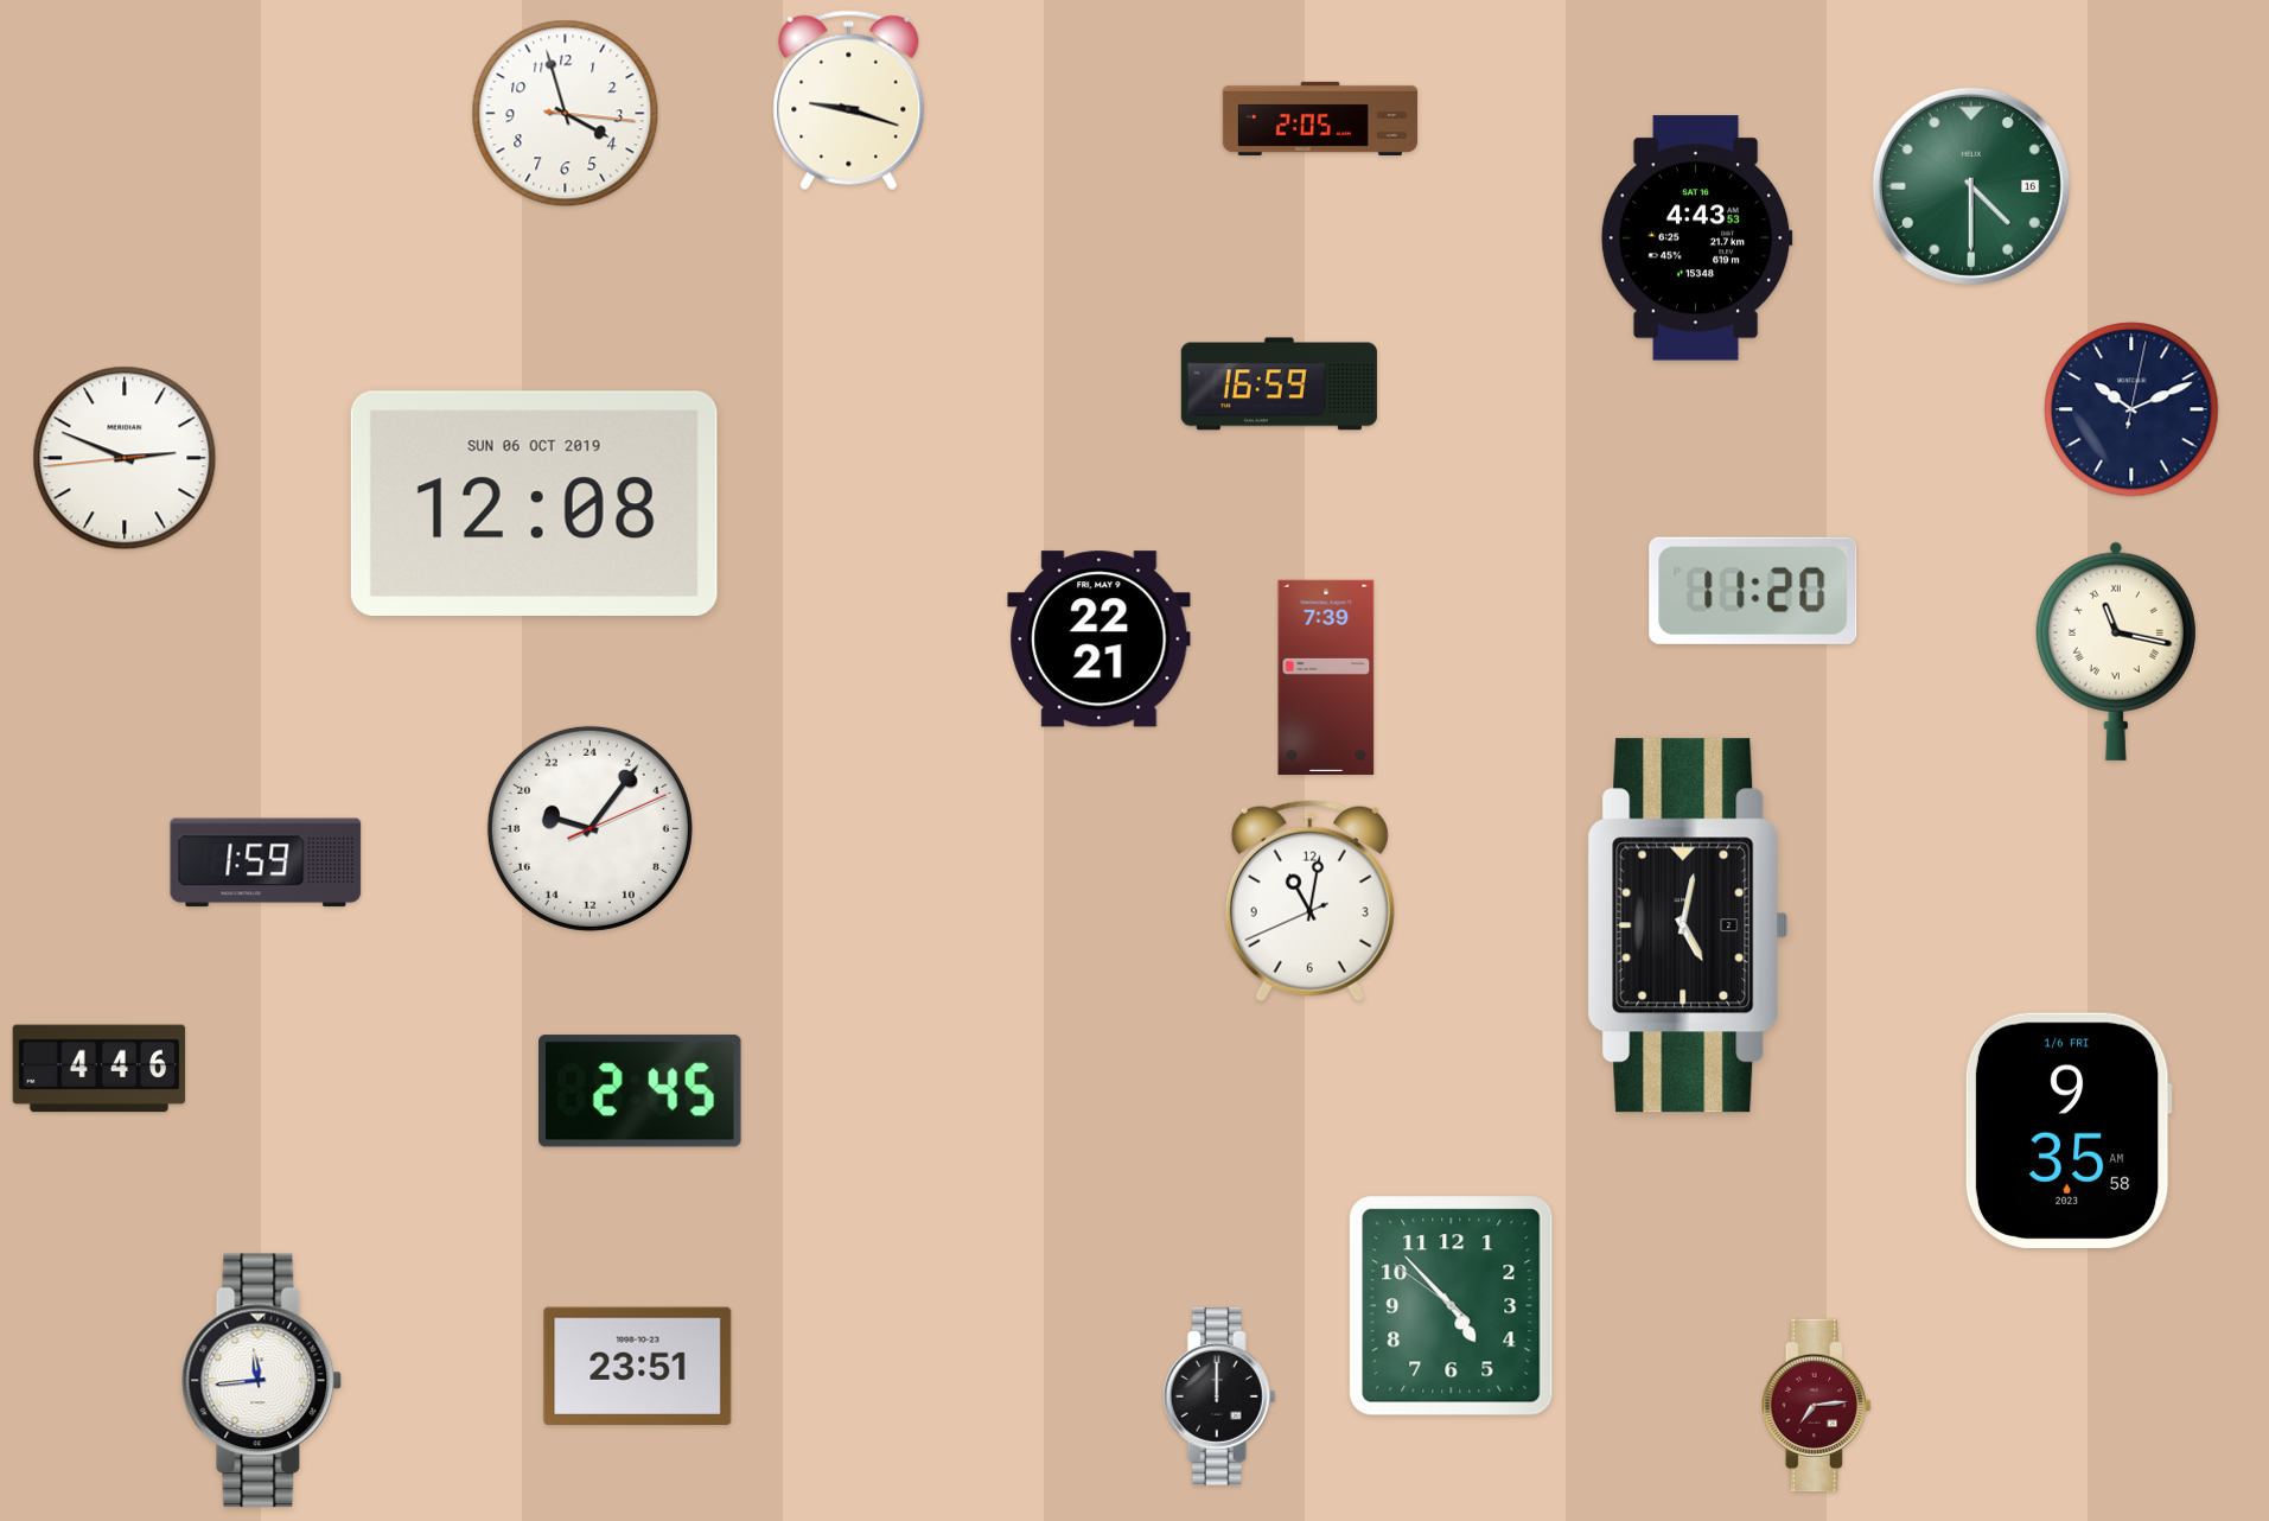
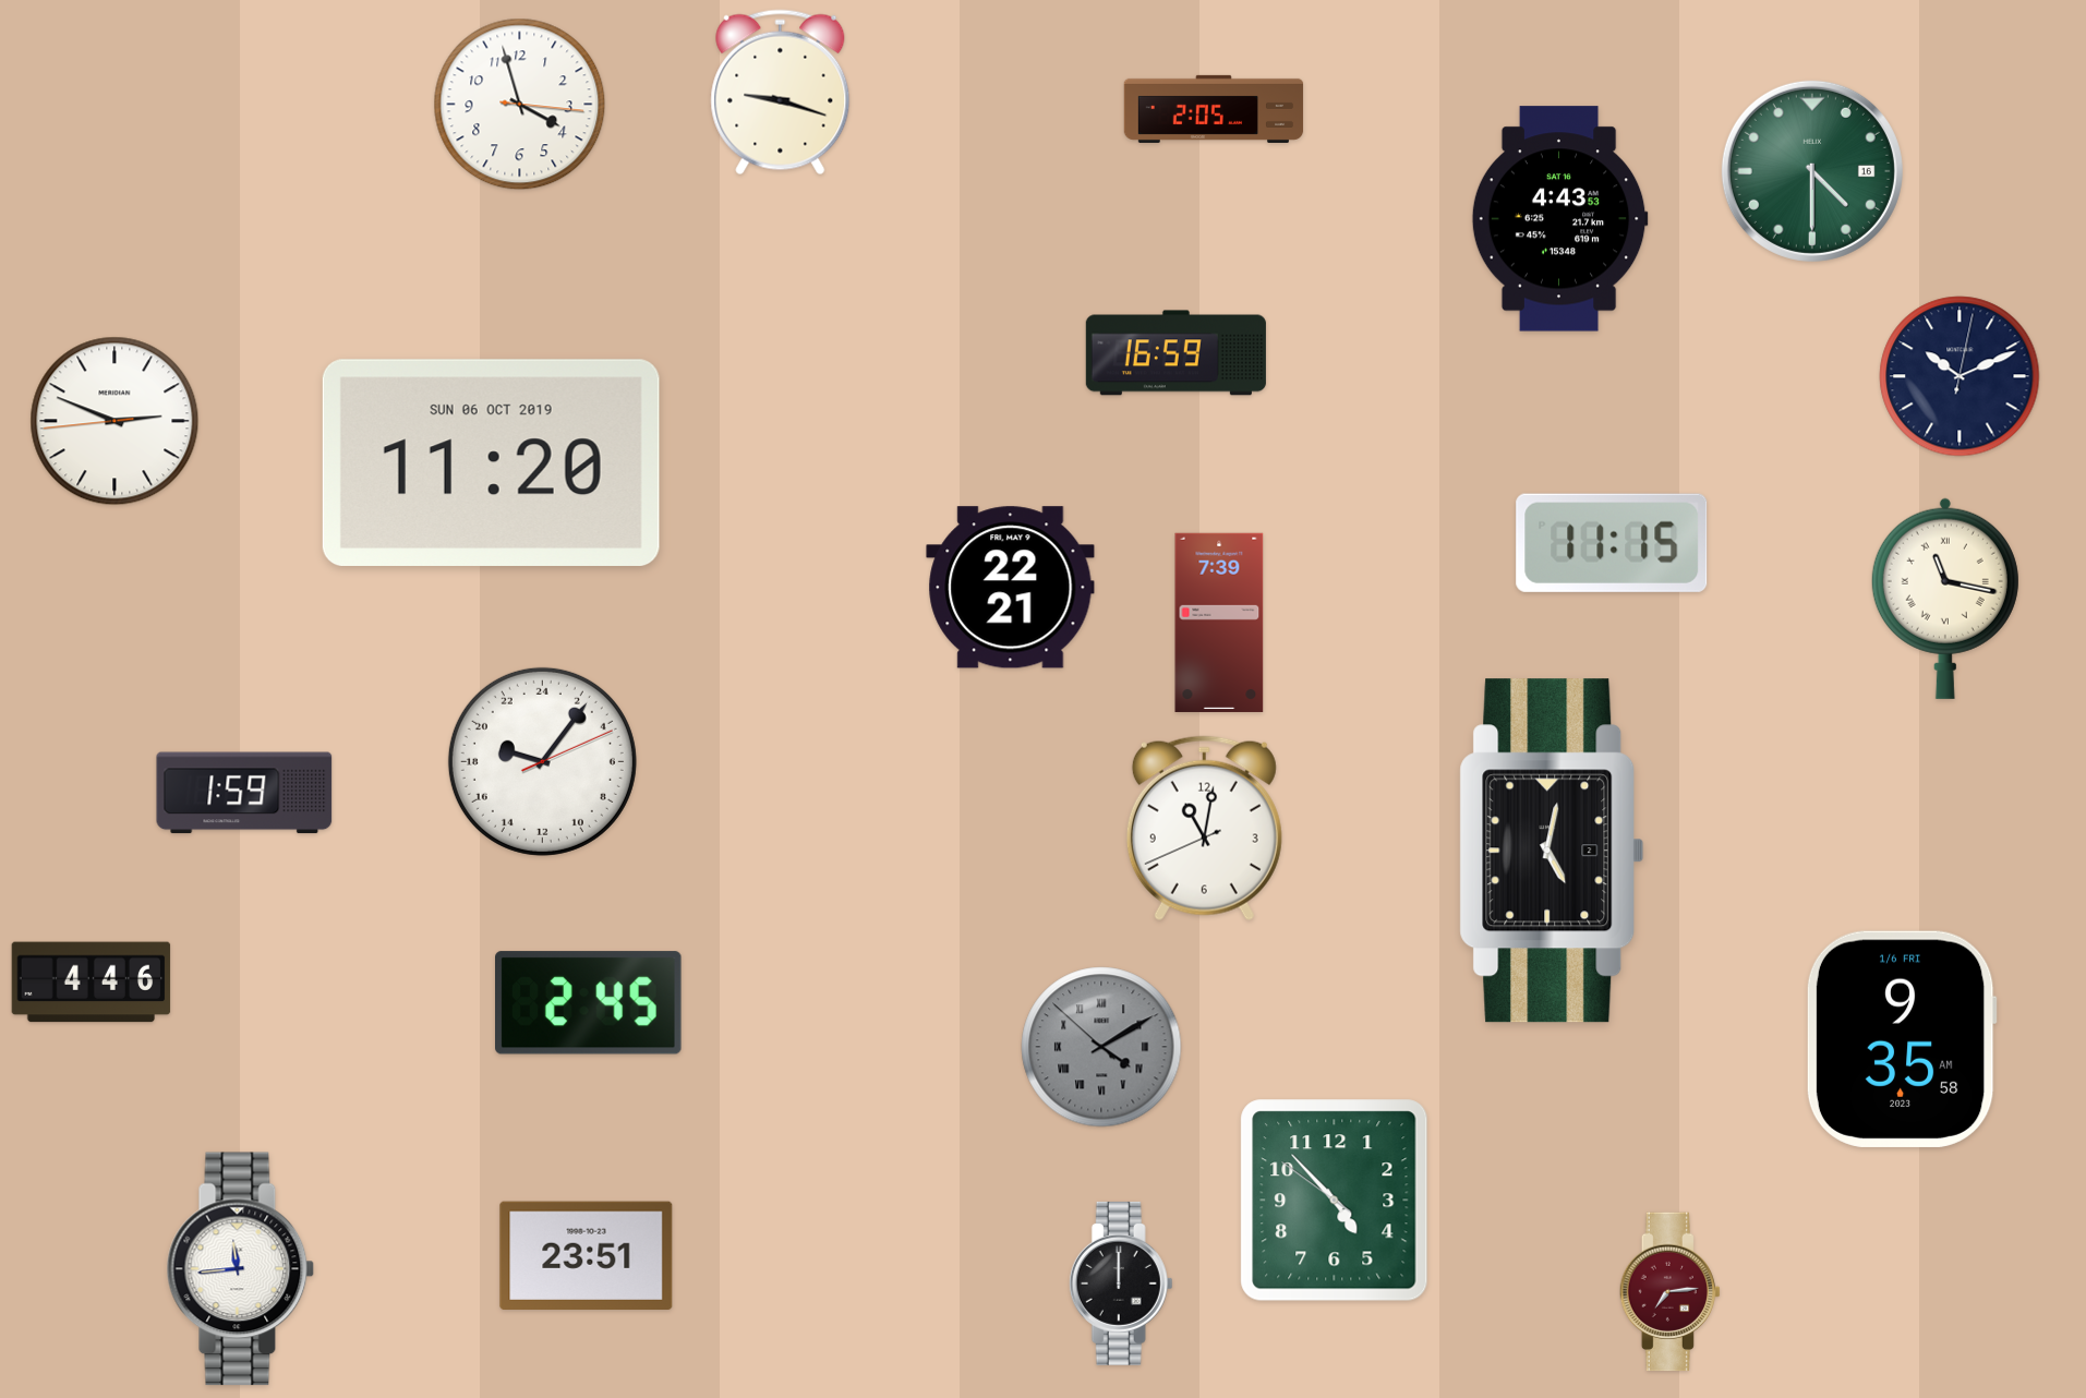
clock at (534, 503): 12:08 -> 11:20
clock at (1753, 591): 11:20 -> 11:15
clock at (1101, 1047): none -> 4:09
